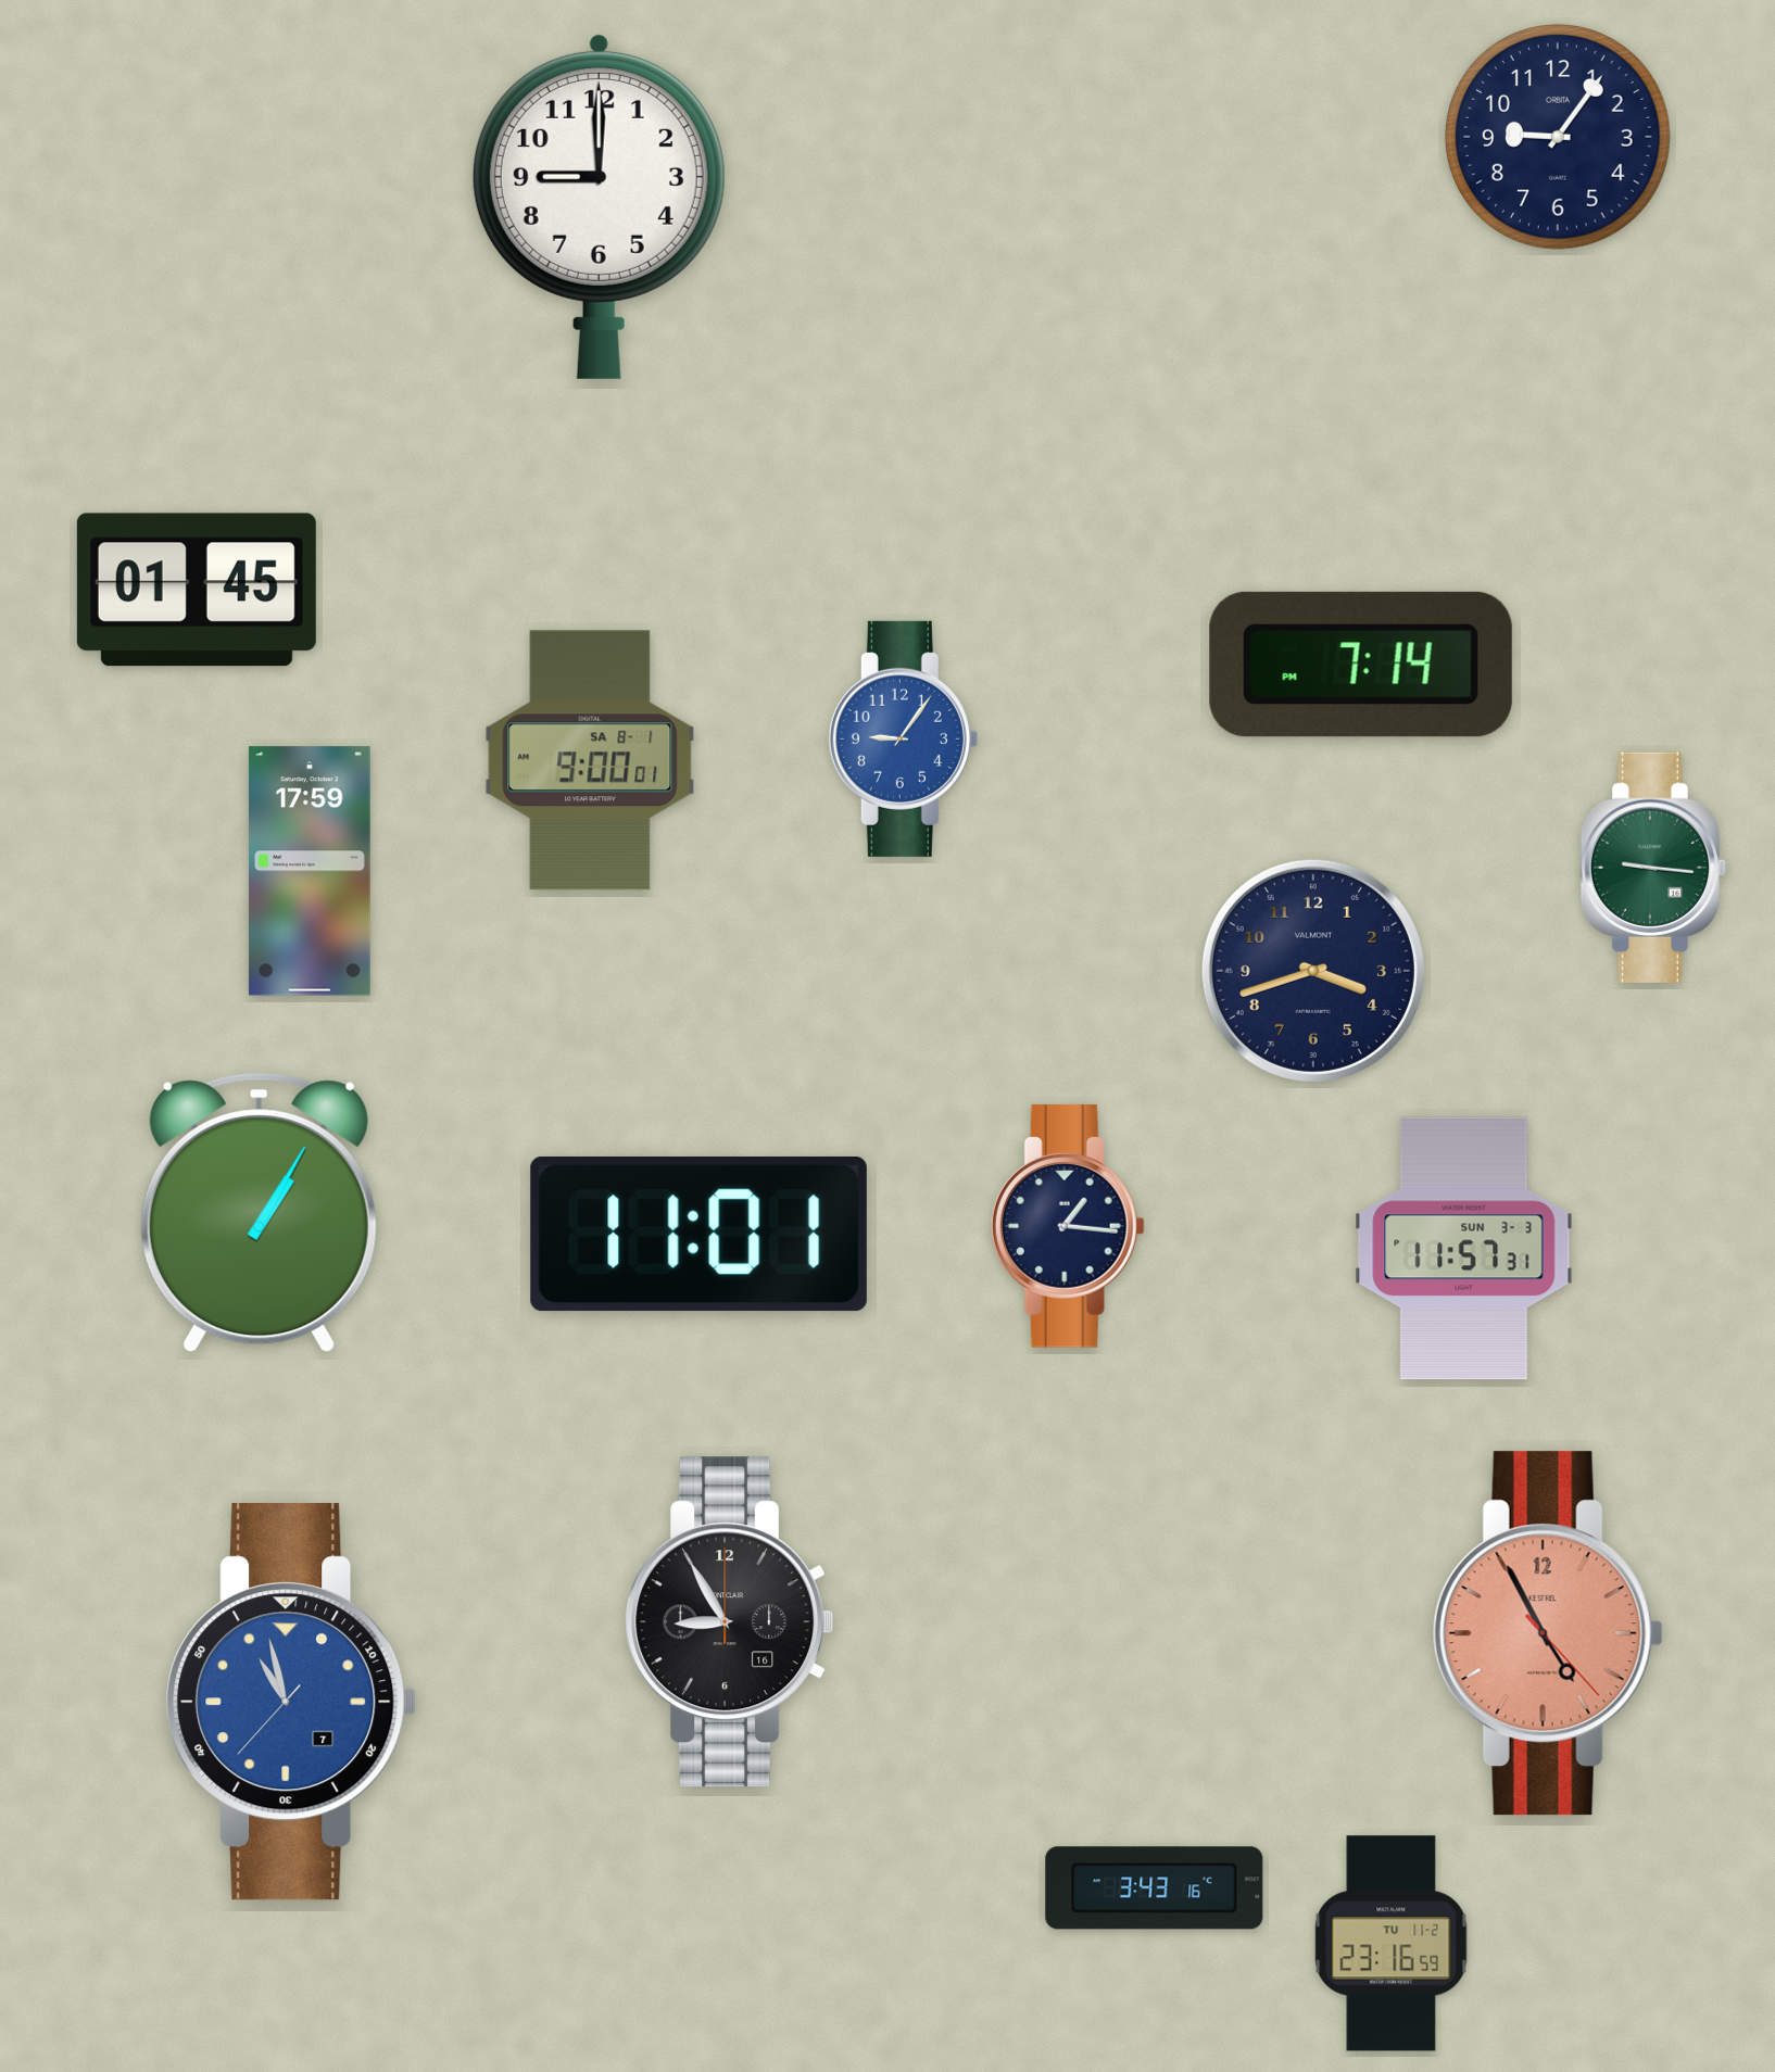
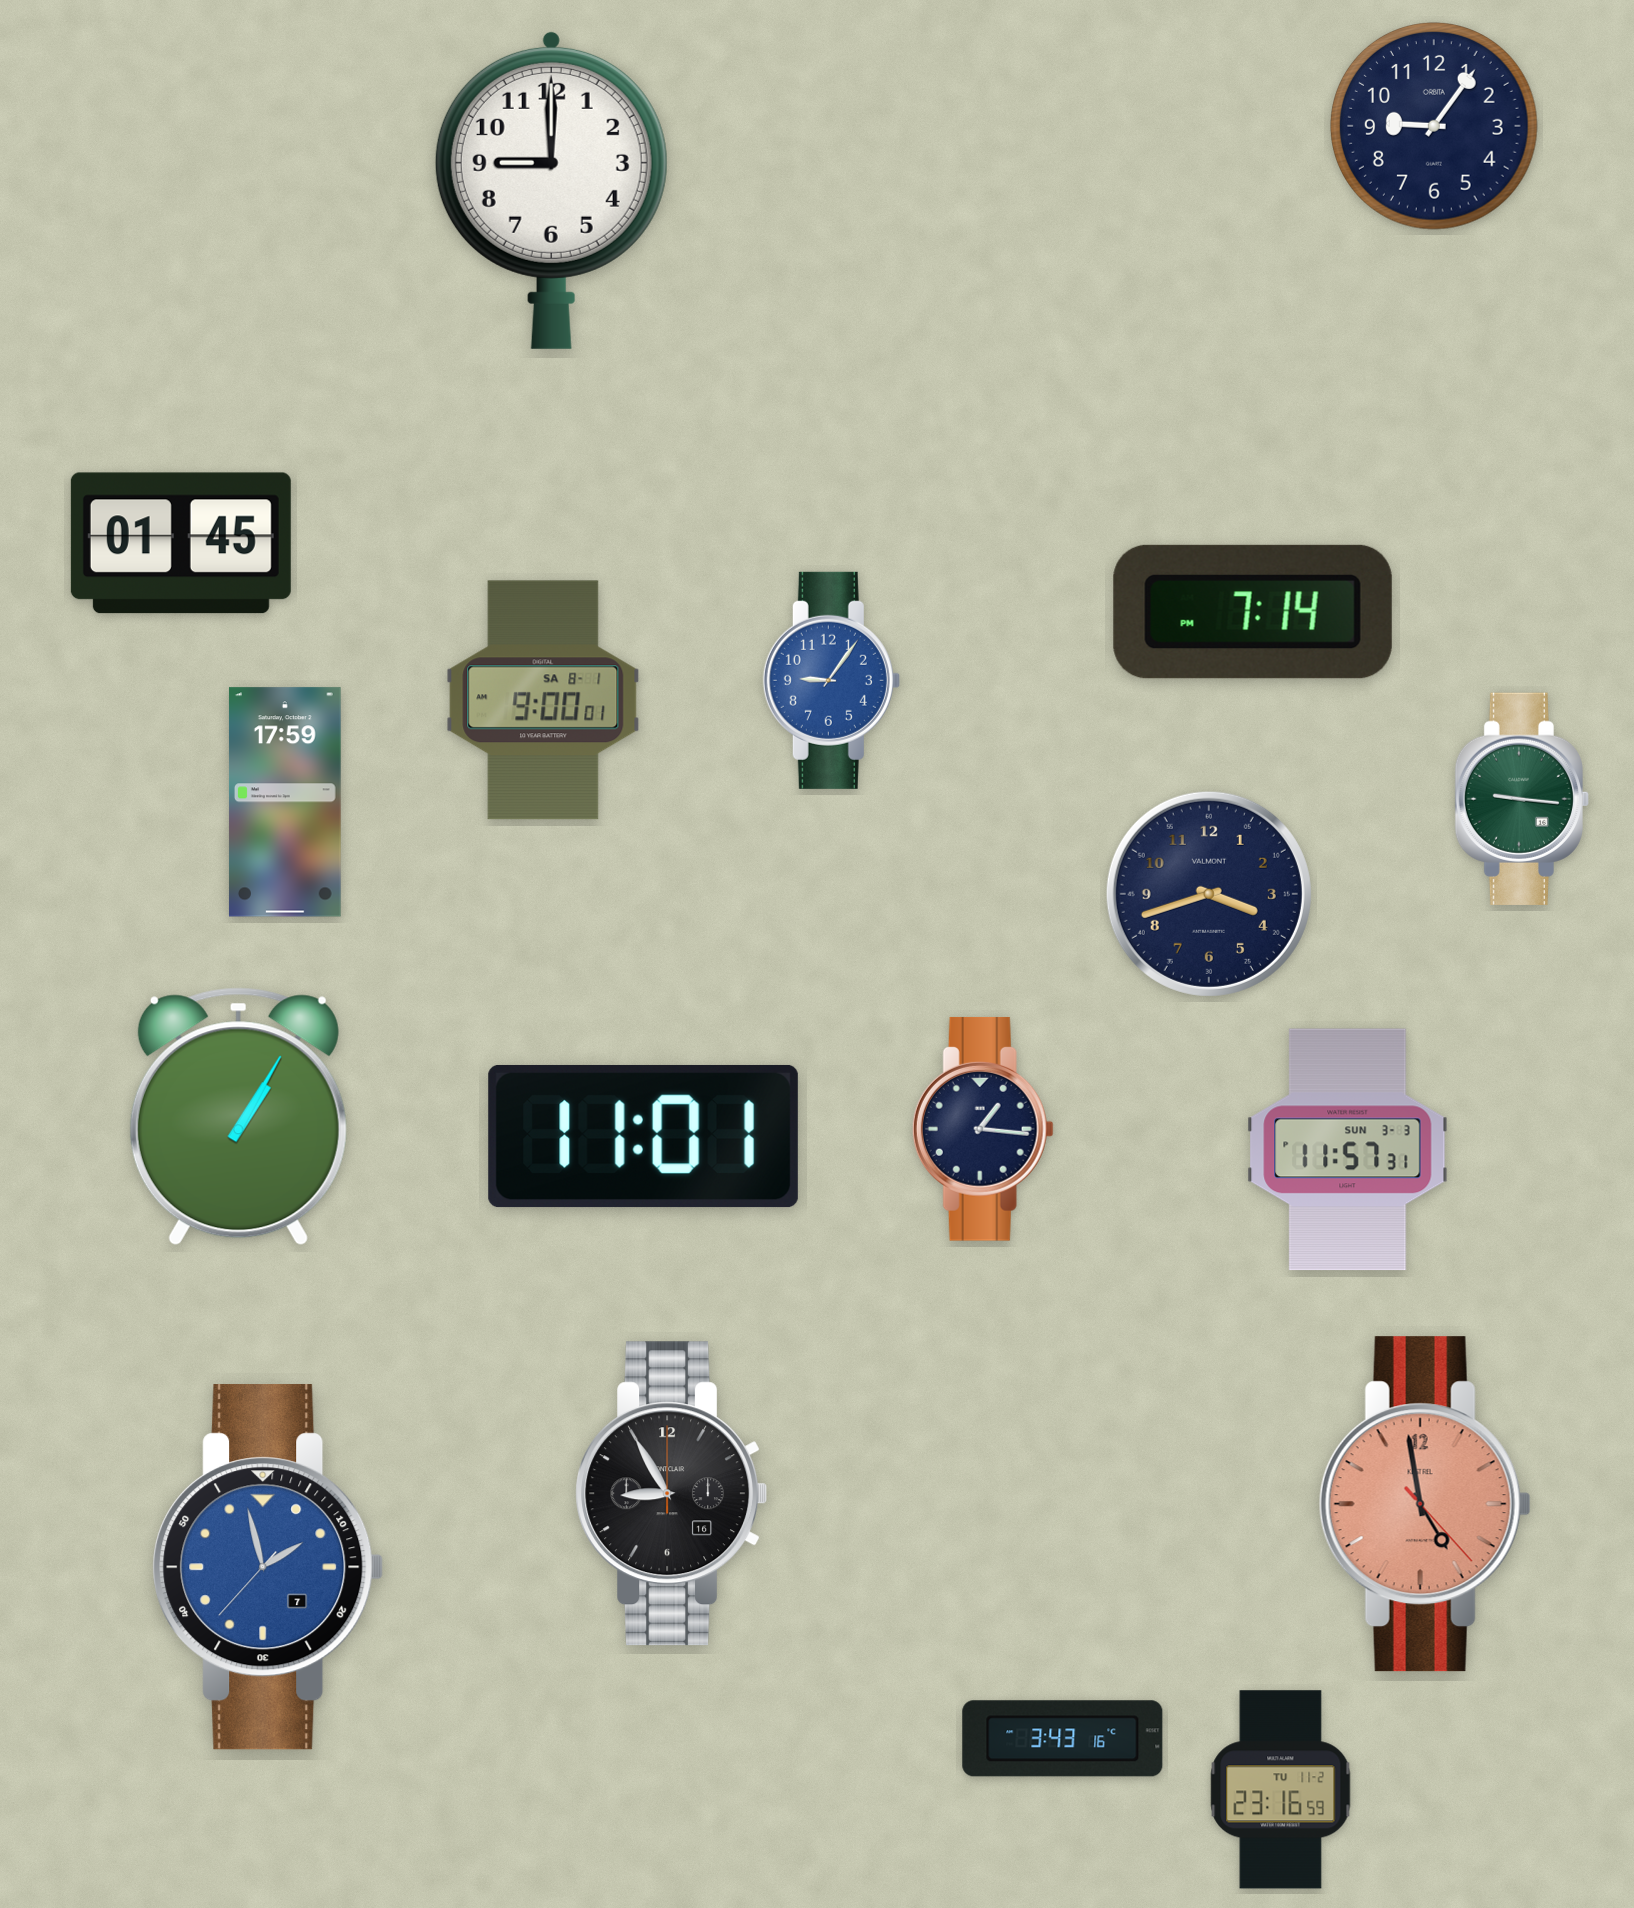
clock at (1548, 1633): 4:55 -> 4:58
clock at (291, 1702): 10:57 -> 1:57
